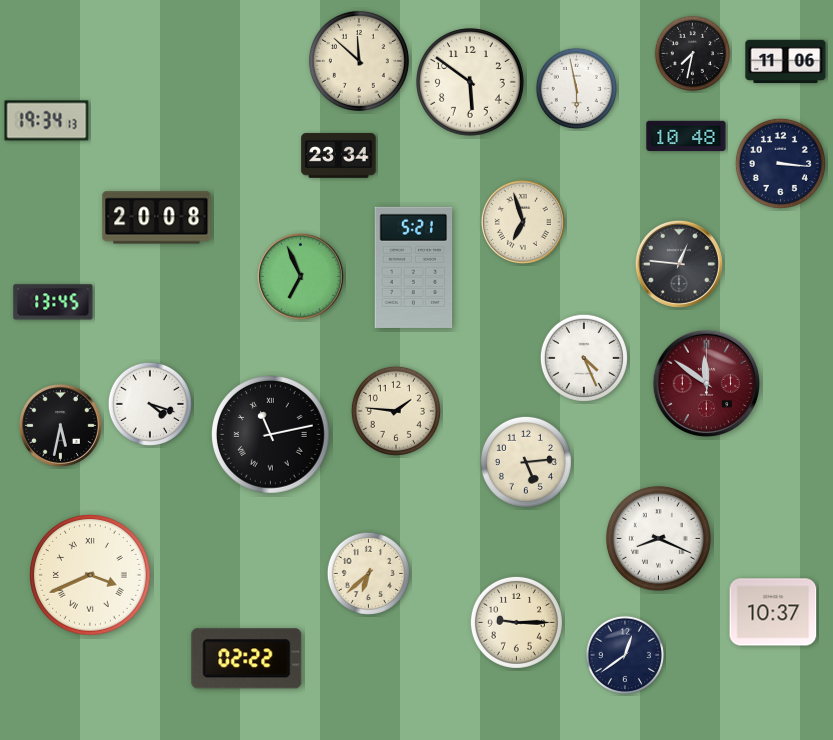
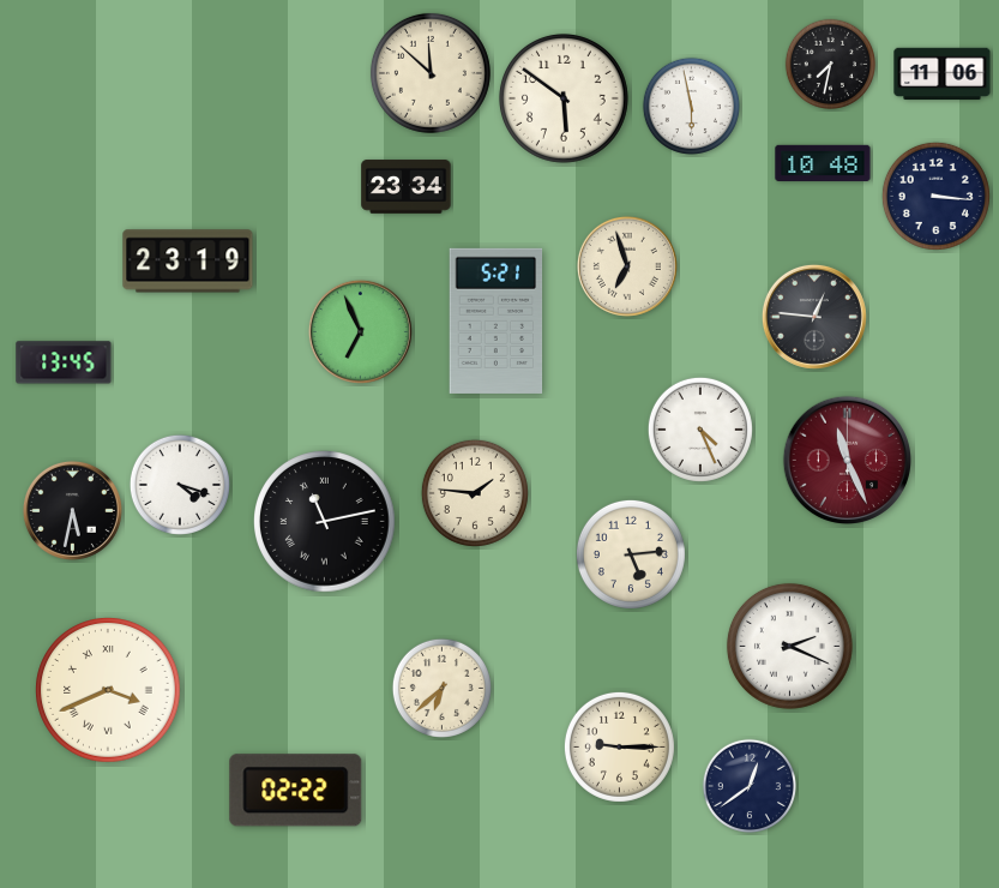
clock at (47, 121): 19:34 -> none
clock at (157, 218): 20:08 -> 23:19
clock at (706, 383): 11:51 -> 11:26
clock at (658, 538): 8:19 -> 2:19
clock at (773, 612): 10:37 -> none
